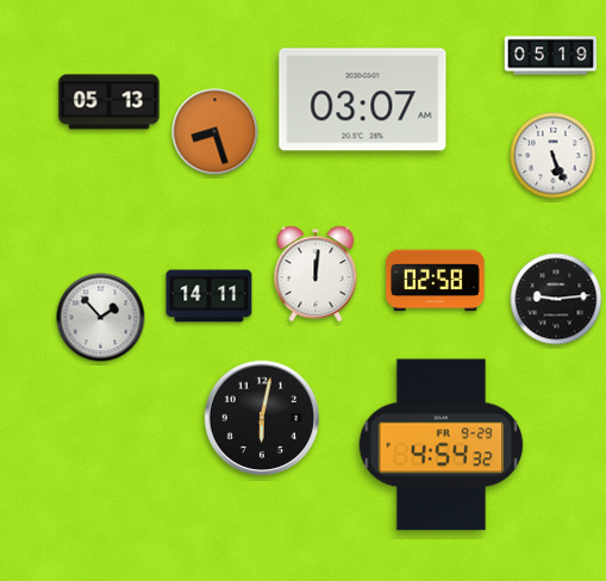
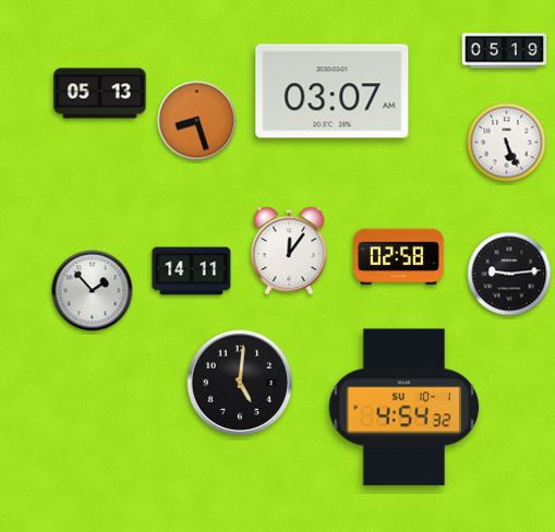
clock at (316, 274): 12:01 -> 12:06
clock at (262, 418): 6:02 -> 5:01
clock at (442, 445) date: FR 9-29 -> SU 10-1
